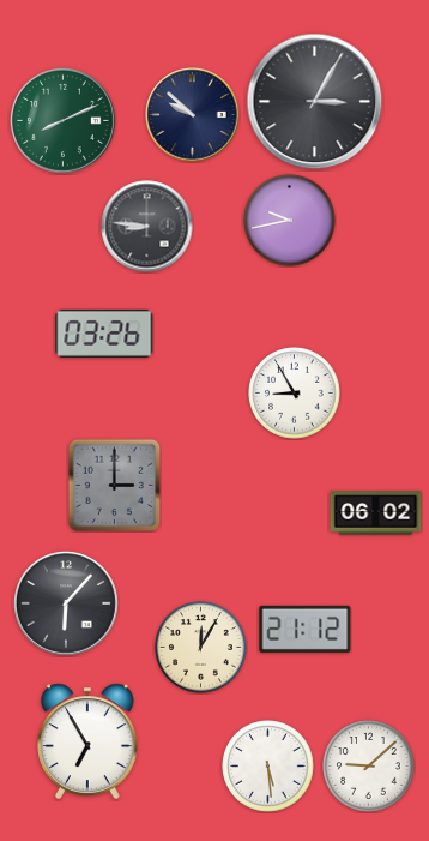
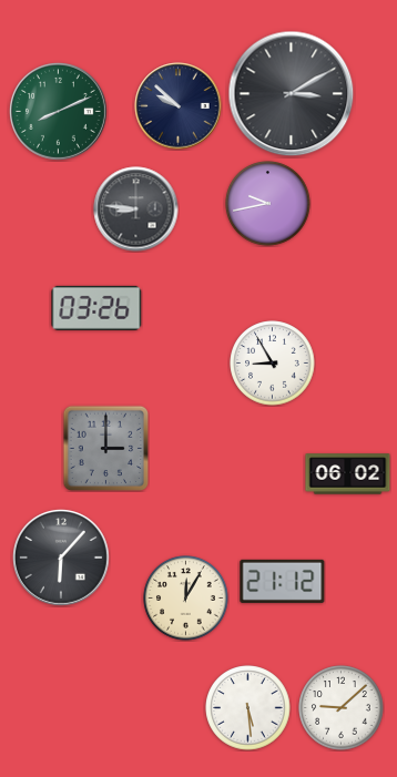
clock at (315, 102): 3:05 -> 3:10
clock at (87, 741): 6:55 -> none
